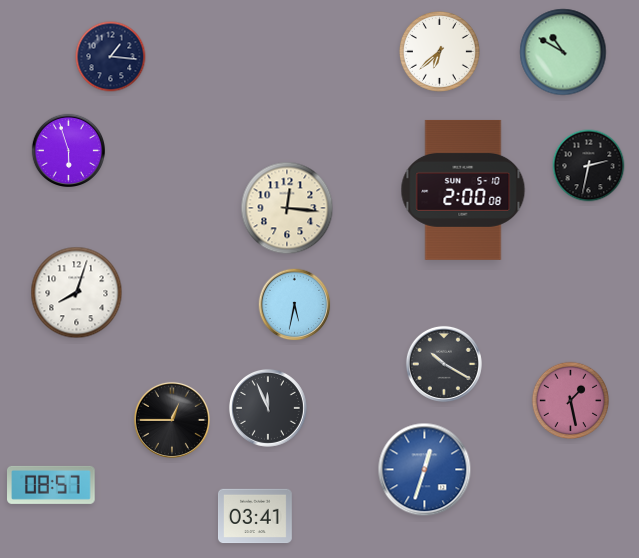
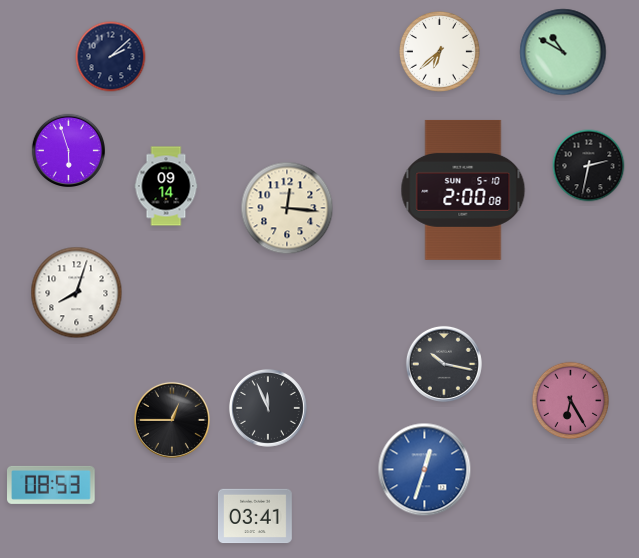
clock at (111, 57): 1:16 -> 2:08
clock at (166, 186): none -> 09:14
clock at (295, 305): 5:32 -> none
clock at (444, 364): 10:20 -> 10:17
clock at (571, 401): 1:28 -> 6:25
clock at (52, 485): 08:57 -> 08:53
